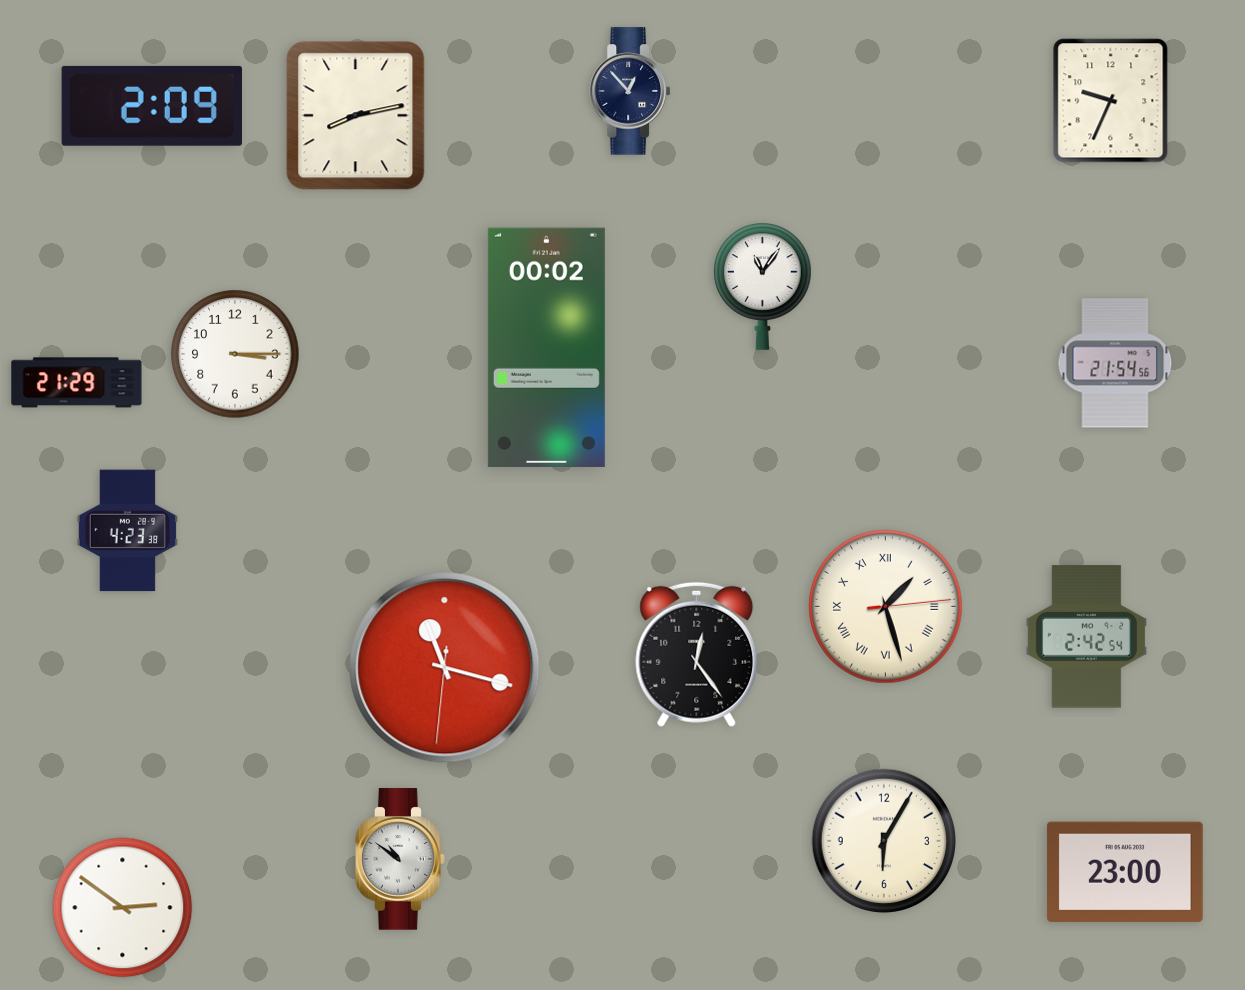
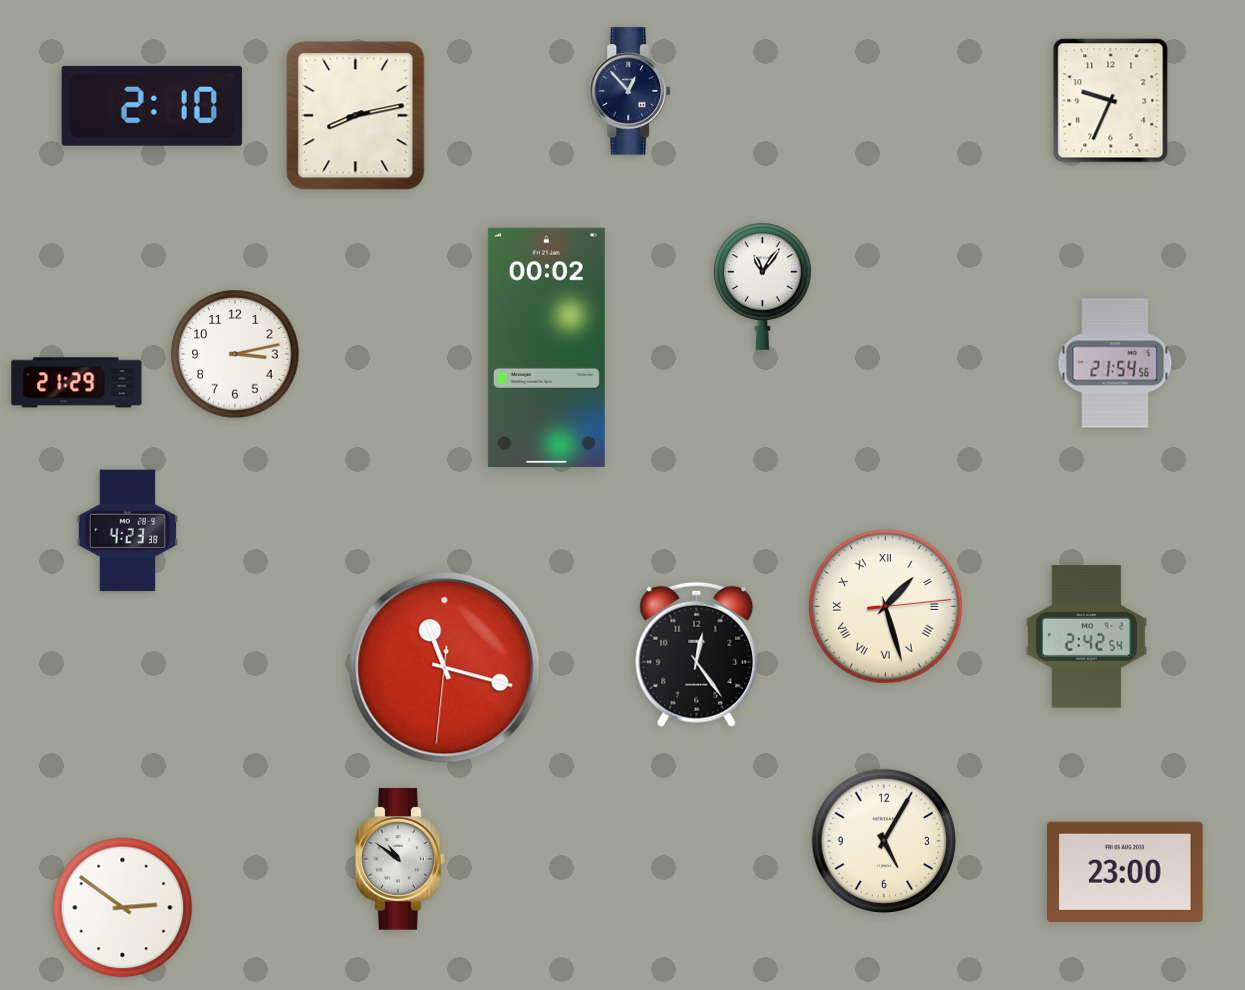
clock at (152, 106): 2:09 -> 2:10
clock at (235, 354): 3:15 -> 3:13
clock at (883, 840): 6:05 -> 5:05
